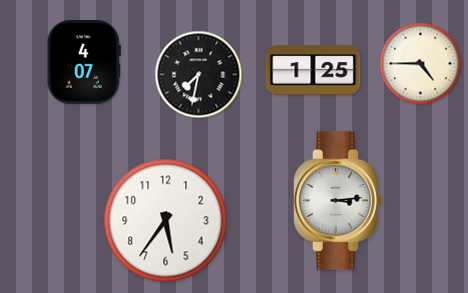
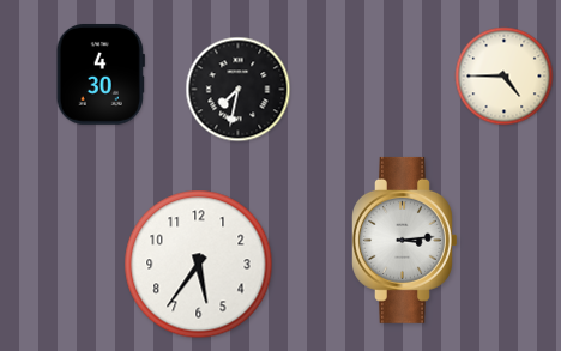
clock at (84, 62): 4:07 -> 4:30
clock at (313, 70): 1:25 -> none
